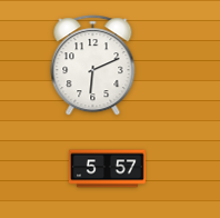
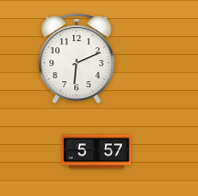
clock at (93, 66) position: (93, 66) -> (77, 59)
